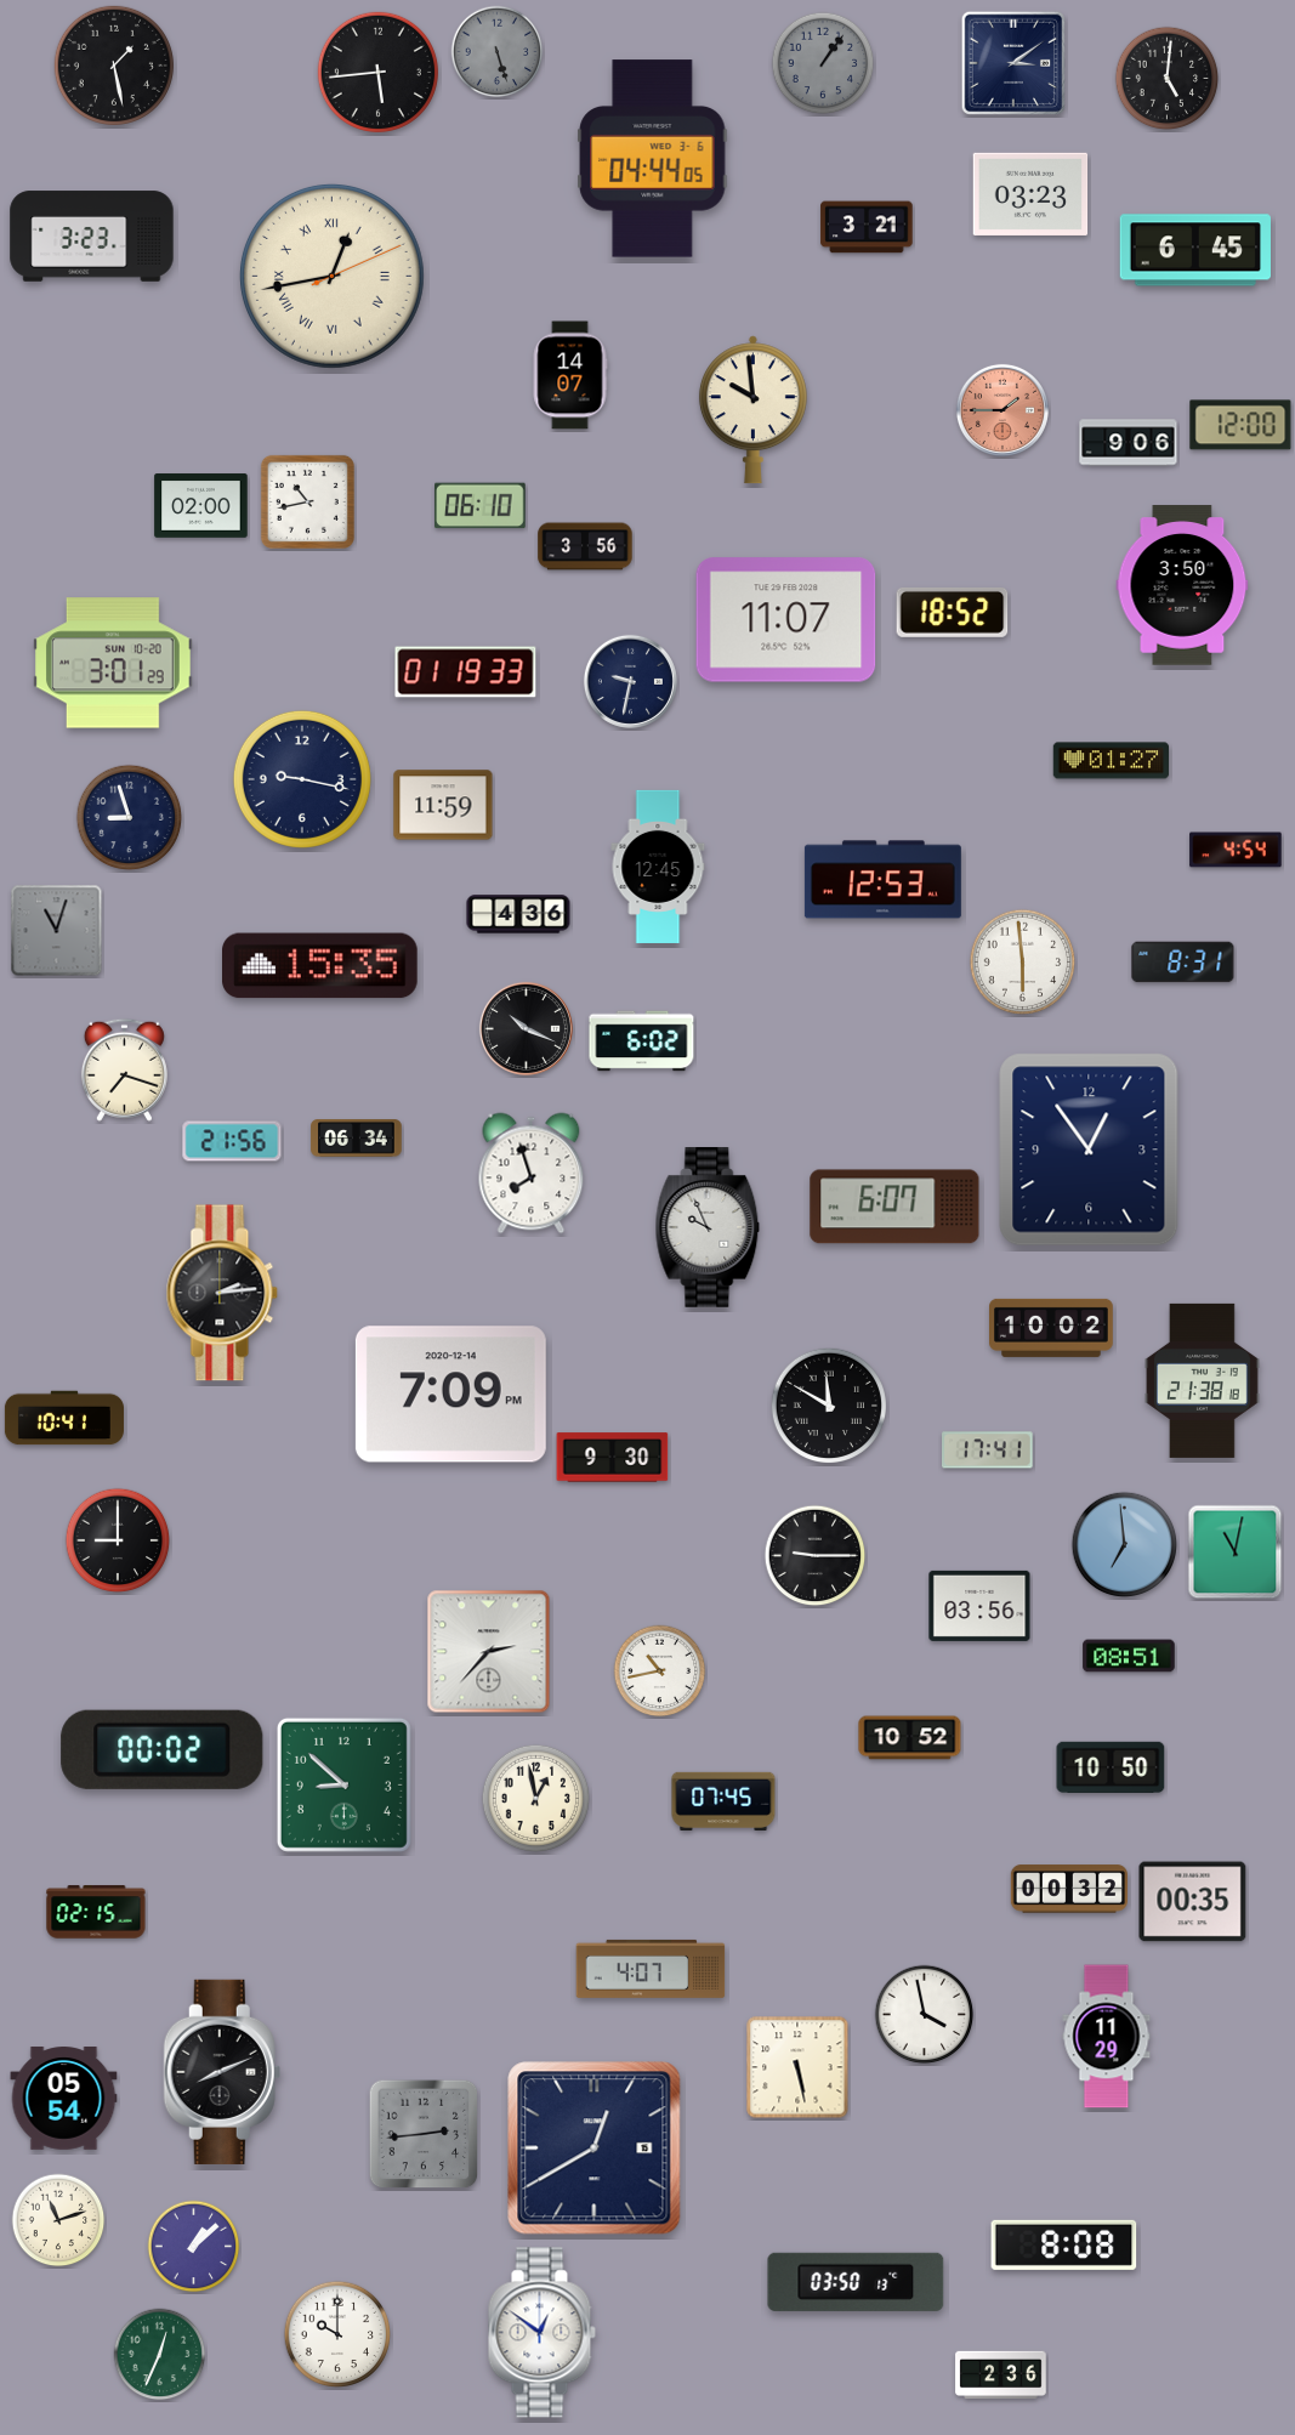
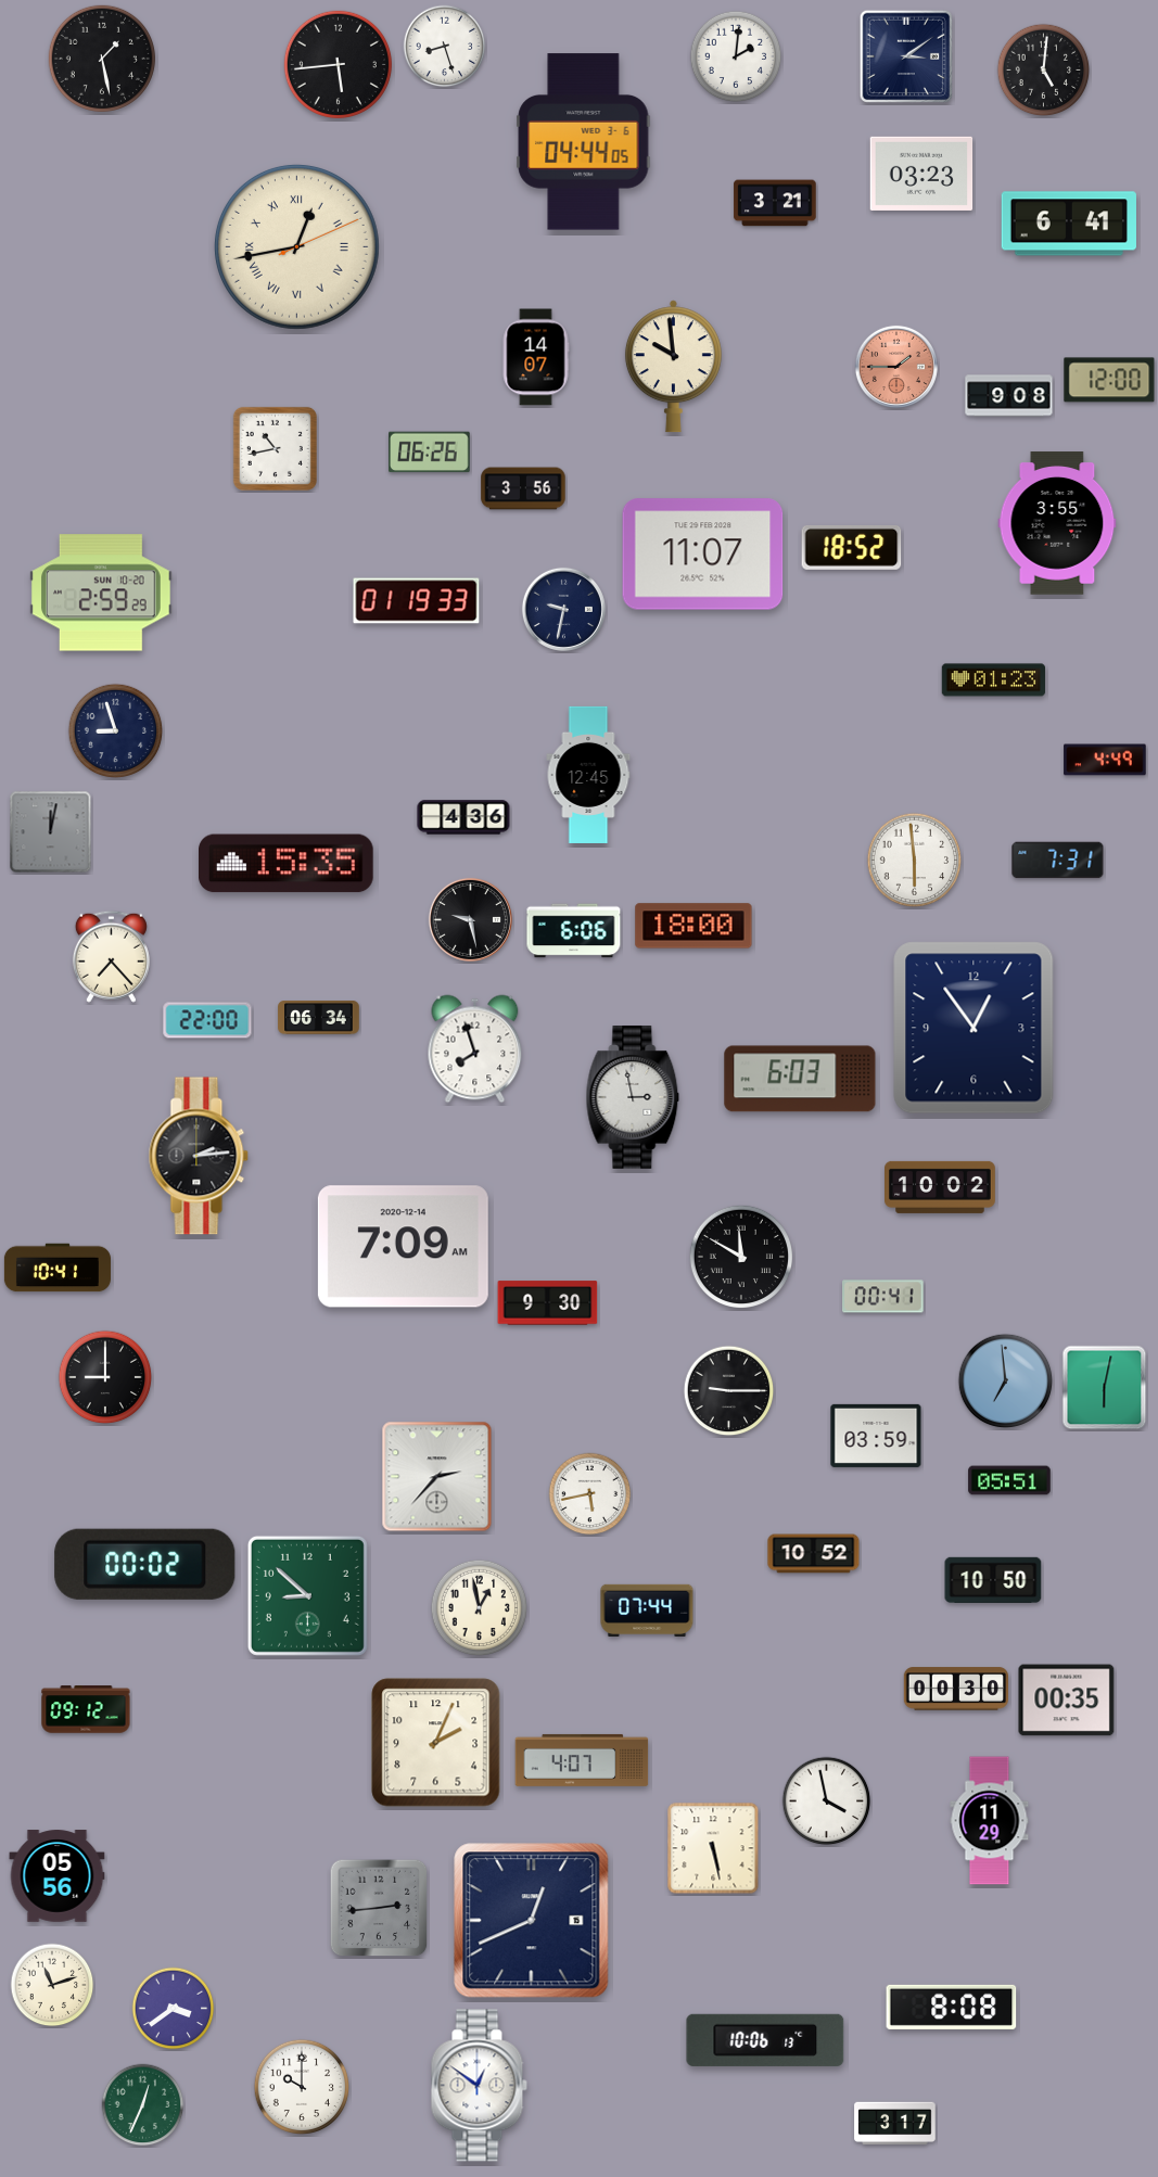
clock at (498, 52): 5:27 -> 8:27
clock at (498, 52) dial: grey -> white
clock at (823, 63): 1:06 -> 2:01
clock at (823, 63) dial: grey -> white
clock at (92, 237): 3:23 -> none
clock at (1195, 250): 6:45 -> 6:41
clock at (570, 375) position: (570, 375) -> (536, 357)
clock at (1129, 443): 9:06 -> 9:08
clock at (201, 506): 02:00 -> none
clock at (481, 506): 06:10 -> 06:26
clock at (1182, 585): 3:50 -> 3:55
clock at (113, 663): 3:01 -> 2:59
clock at (1112, 761): 01:27 -> 01:23
clock at (302, 779): 9:17 -> none
clock at (443, 805): 11:59 -> none
clock at (1236, 850): 4:54 -> 4:49
clock at (882, 880): 12:53 -> none
clock at (57, 931): 11:03 -> 12:02
clock at (1183, 963): 8:31 -> 7:31
clock at (526, 1028): 10:19 -> 9:28
clock at (693, 926): none -> 18:00
clock at (642, 1041): 6:02 -> 6:06
clock at (124, 1069): 7:18 -> 7:23
clock at (232, 1141): 21:56 -> 22:00
clock at (894, 1207): 6:07 -> 6:03
clock at (708, 1227): 9:56 -> 2:58
clock at (1202, 1380): 21:38 -> none
clock at (450, 1395): 7:09 PM -> 7:09 AM
clock at (988, 1451): 17:41 -> 00:41
clock at (1236, 1553): 11:02 -> 6:02
clock at (979, 1606): 03:56 -> 03:59
clock at (1129, 1656): 08:51 -> 05:51
clock at (660, 1671): 10:43 -> 5:43
clock at (723, 1801): 07:45 -> 07:44
clock at (1068, 1889): 00:32 -> 00:30
clock at (96, 1912): 02:15 -> 09:12
clock at (436, 1743): none -> 2:04
clock at (222, 2072): 8:11 -> none
clock at (64, 2099): 05:54 -> 05:56
clock at (595, 2149): 12:40 -> 12:41
clock at (194, 2247): 1:08 -> 3:39
clock at (856, 2282): 03:50 -> 10:06
clock at (541, 2333) position: (541, 2333) -> (479, 2086)
clock at (1001, 2376): 2:36 -> 3:17
